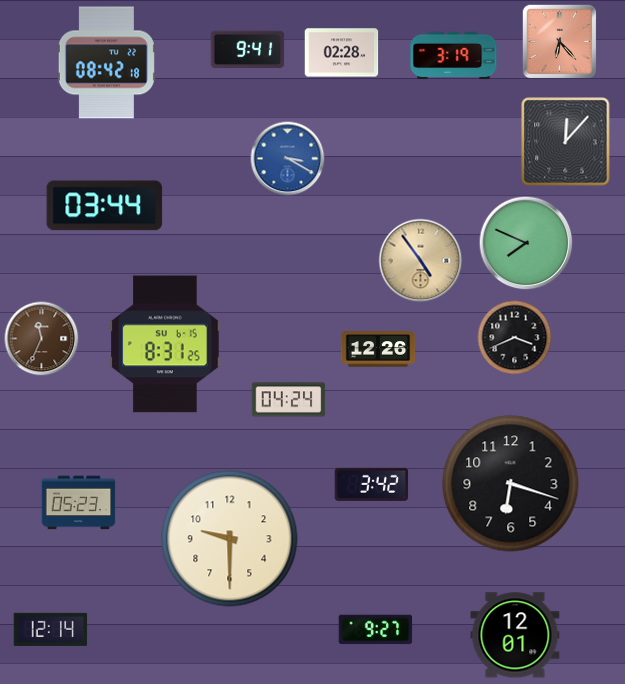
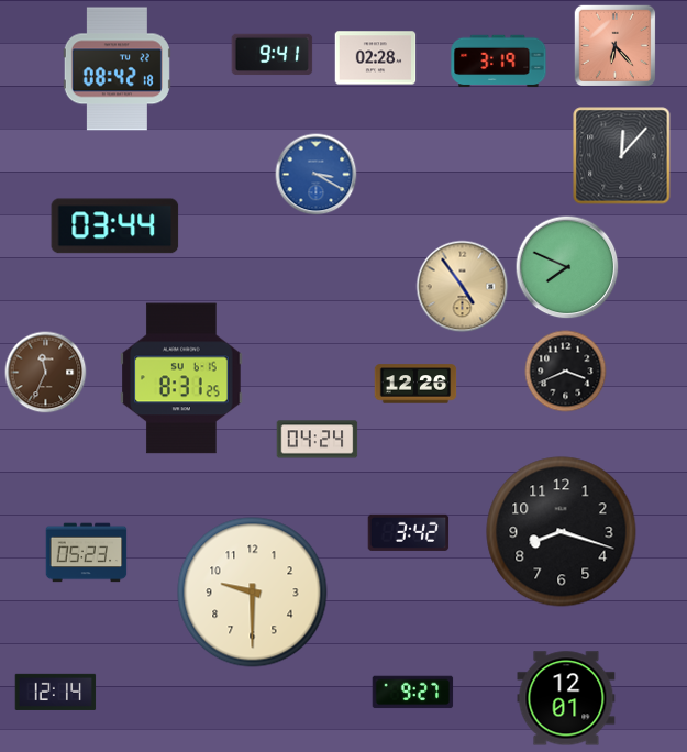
clock at (526, 243) position: (526, 243) -> (567, 267)
clock at (511, 484): 6:18 -> 8:18
